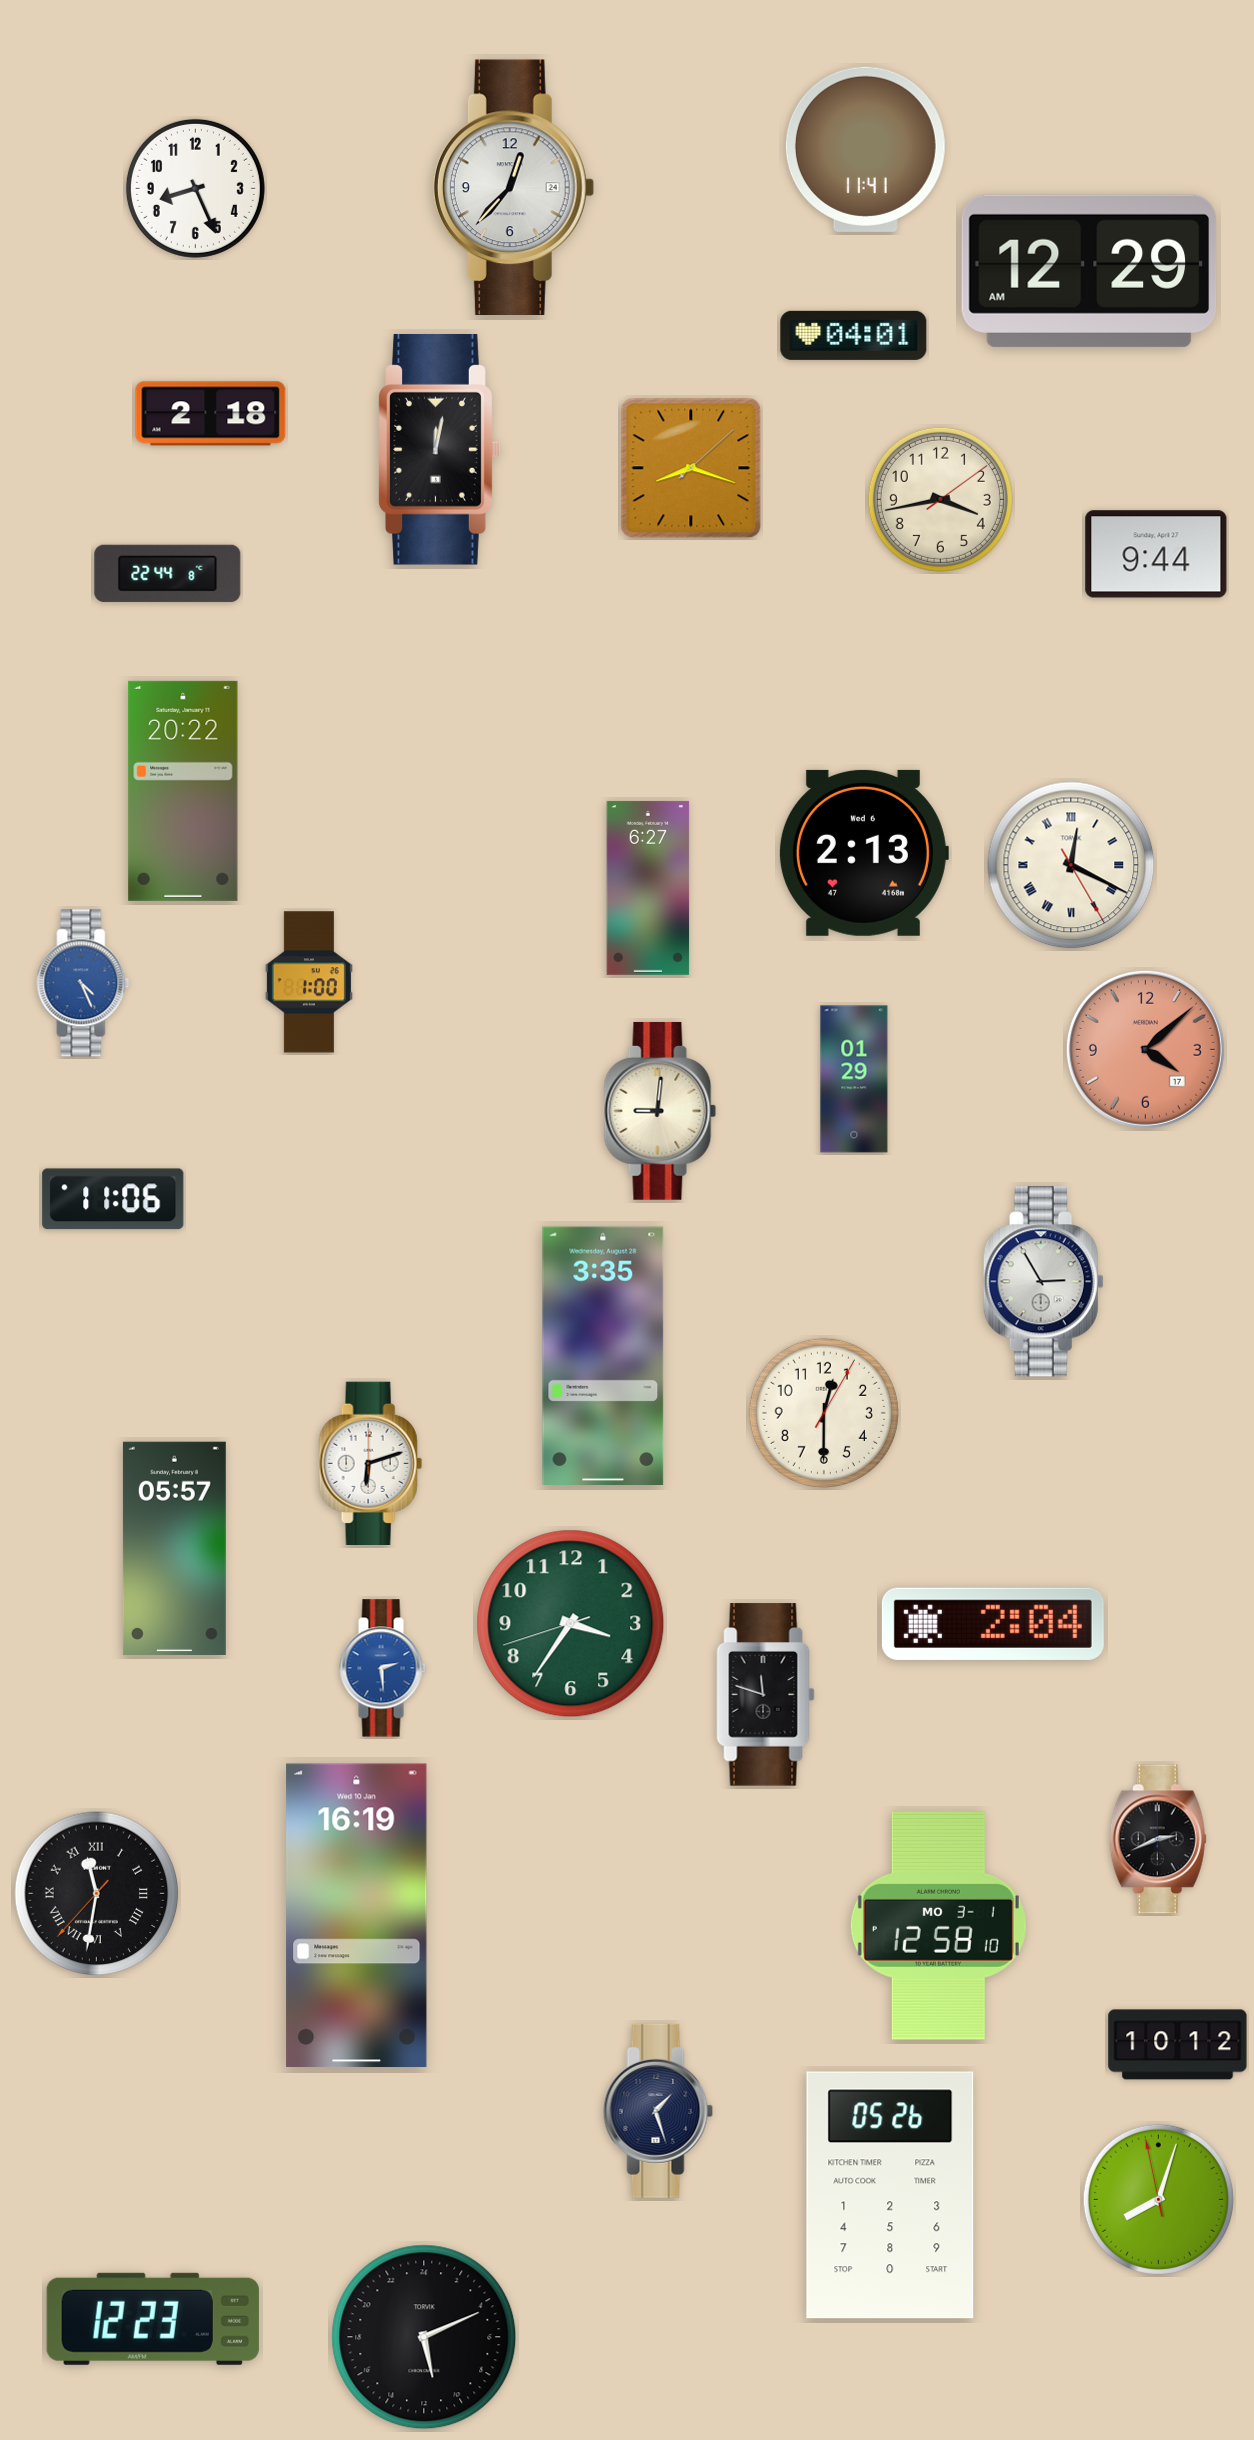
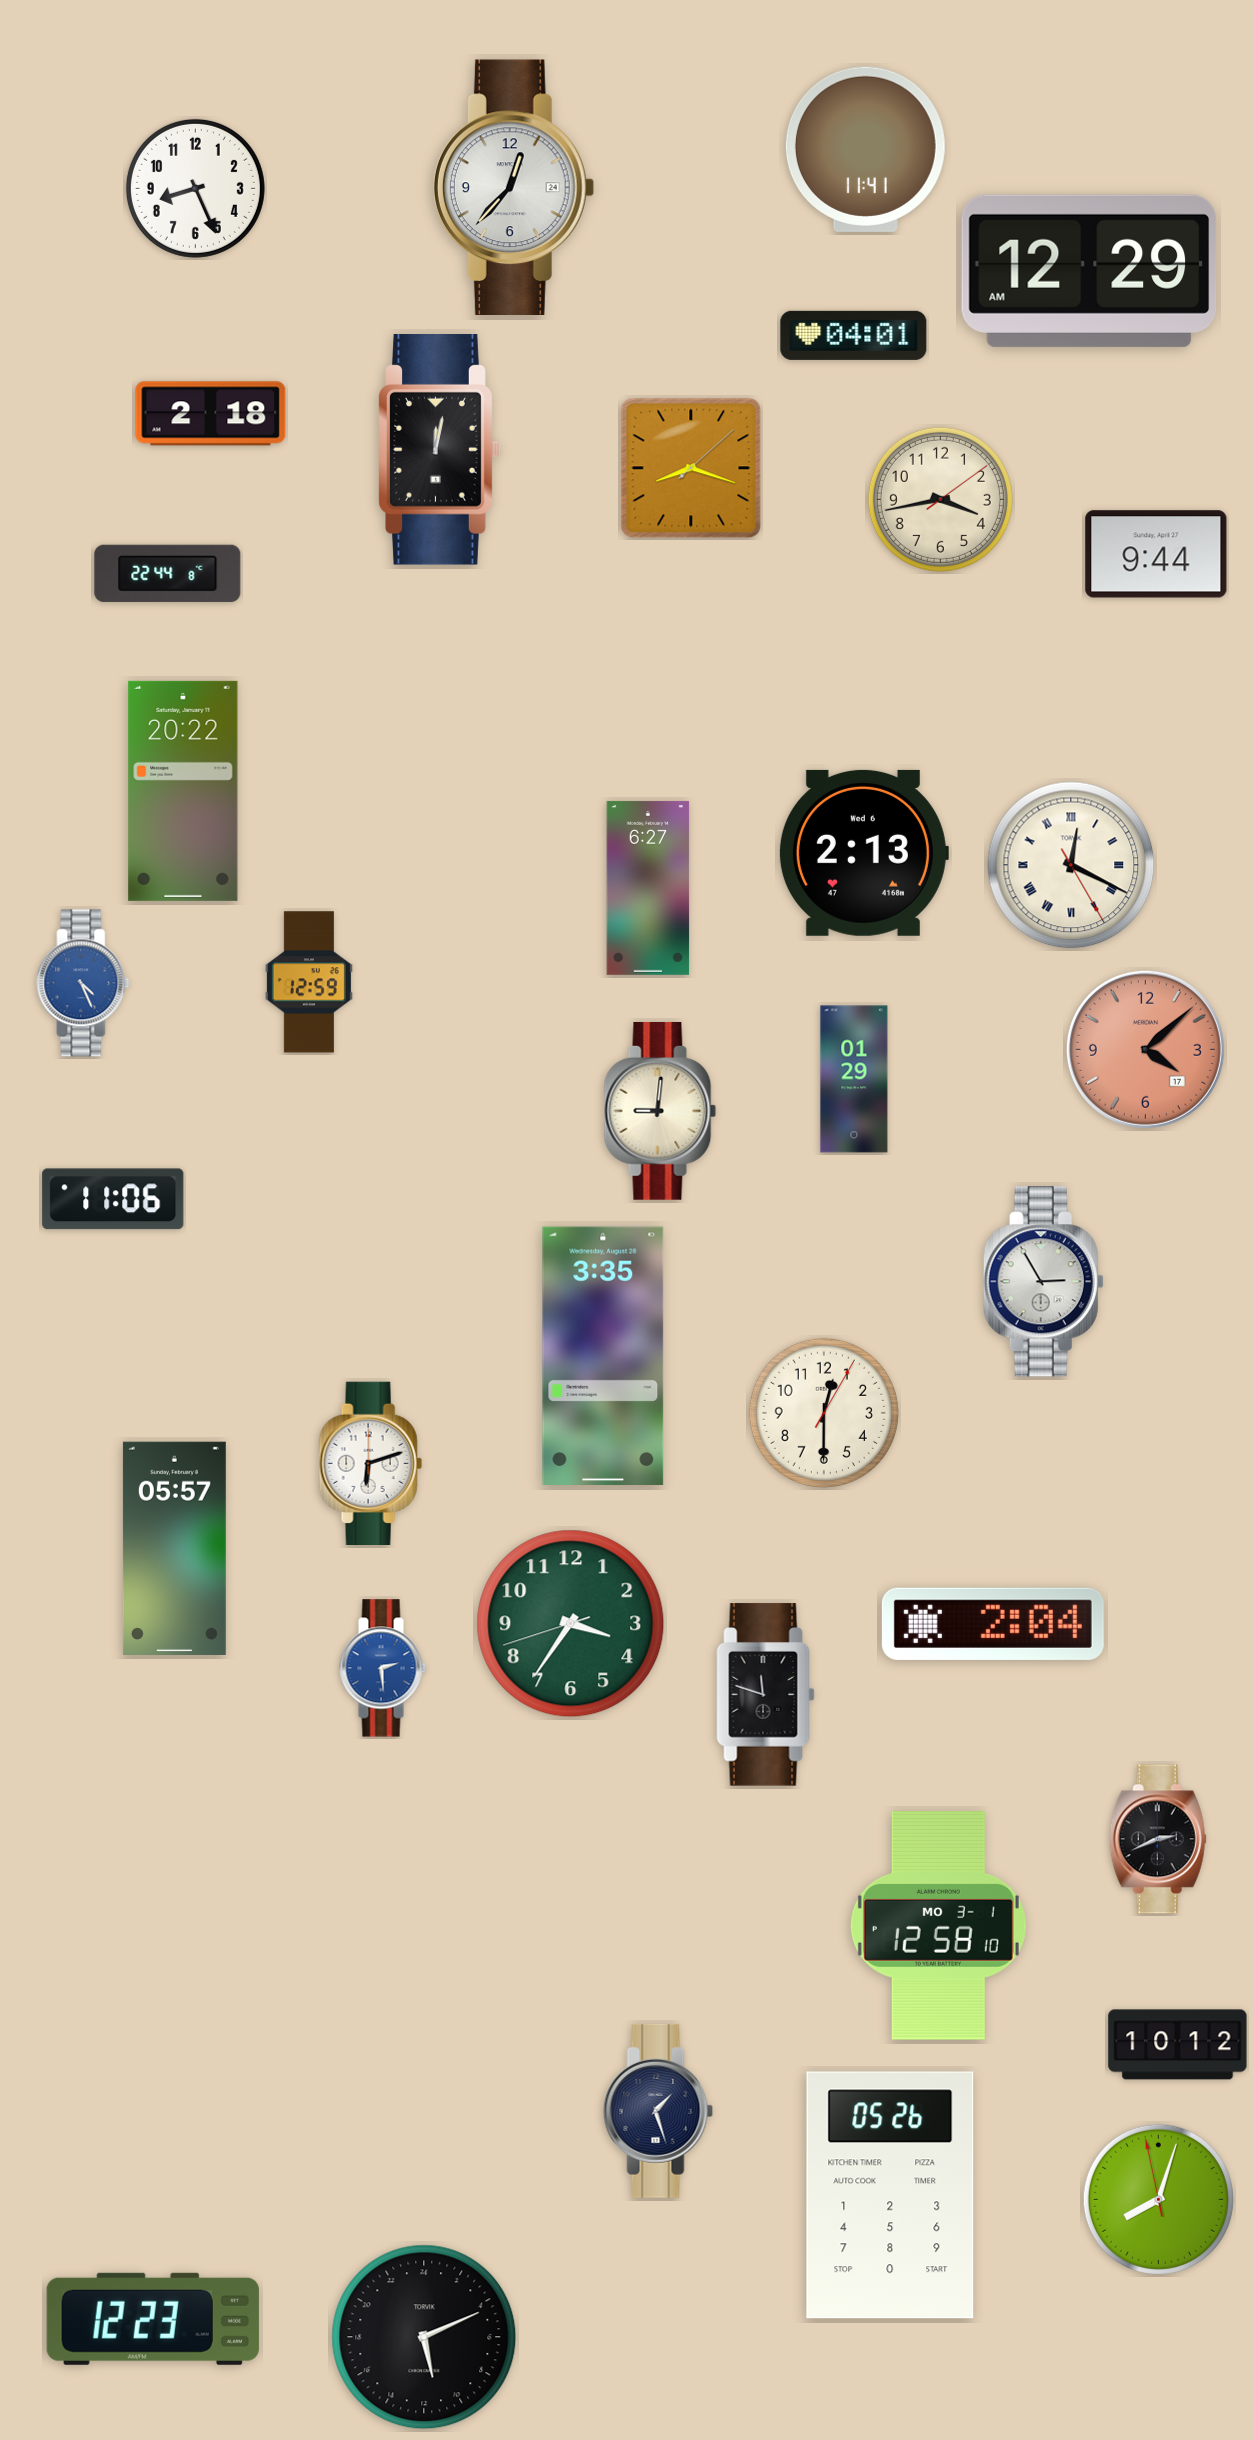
clock at (309, 982): 1:00 -> 12:59
clock at (97, 1894): 11:31 -> none
clock at (357, 1916): 16:19 -> none
